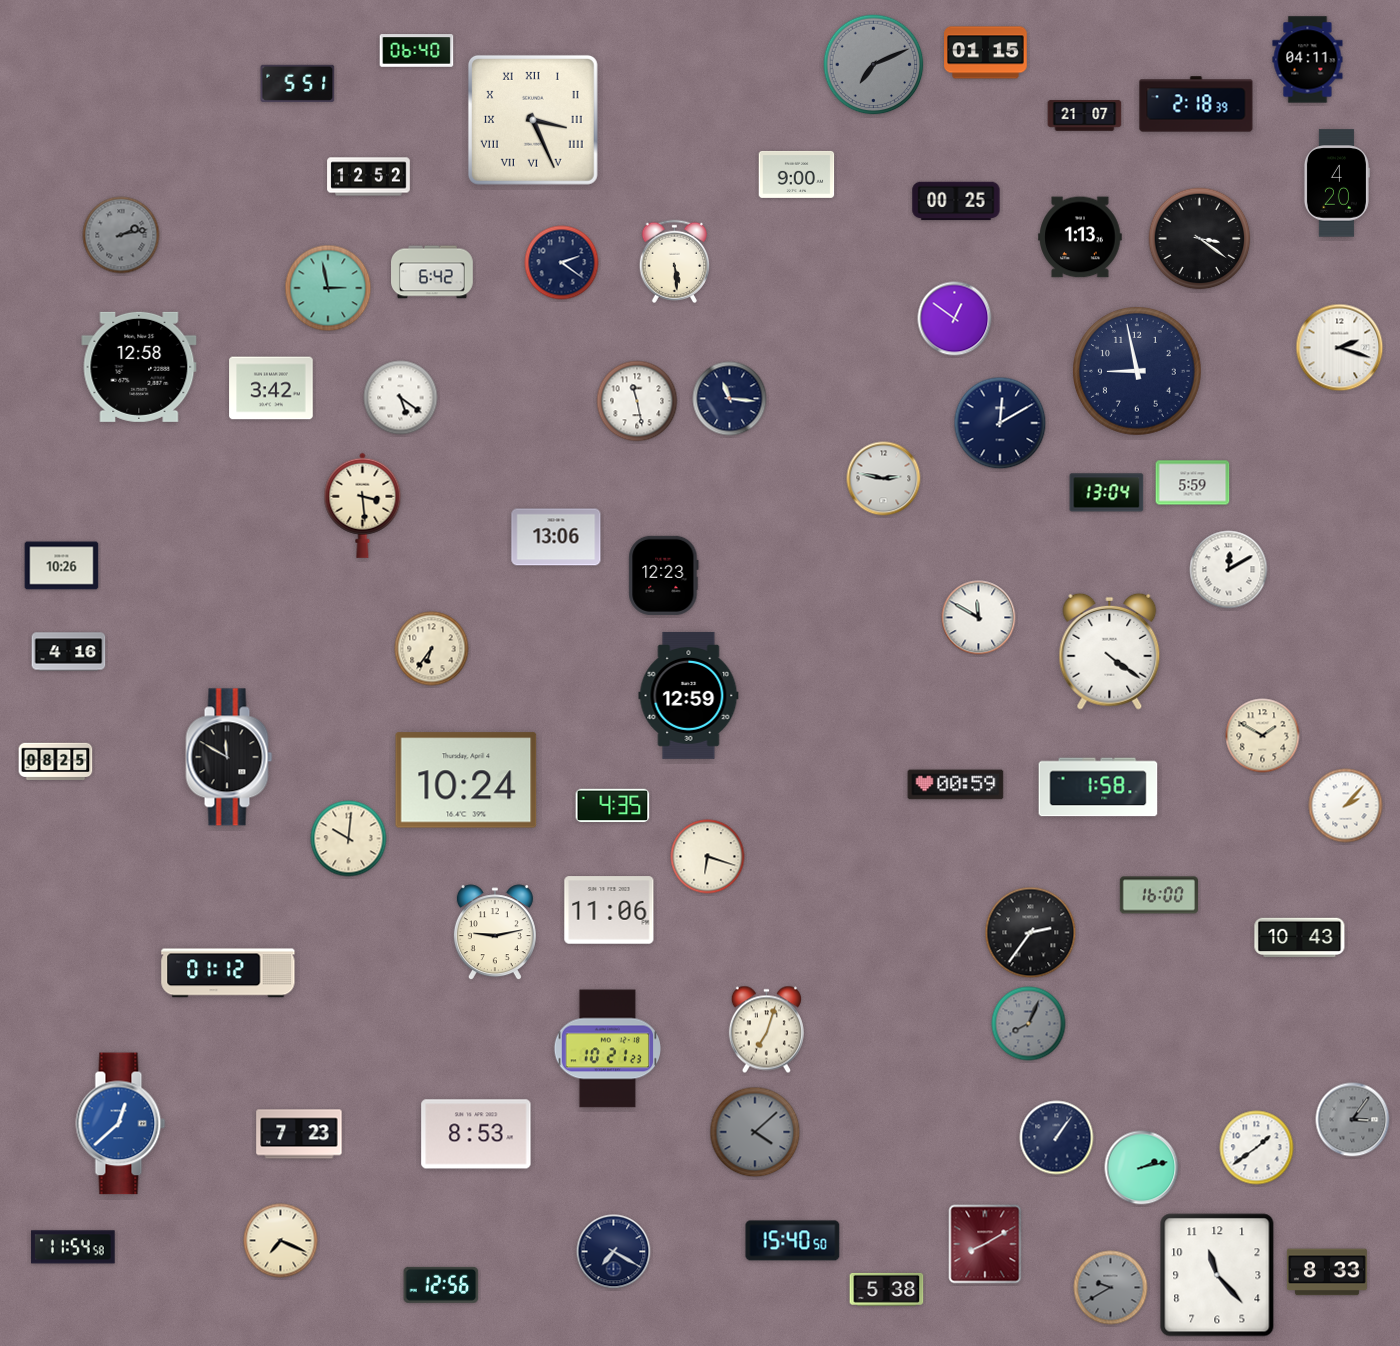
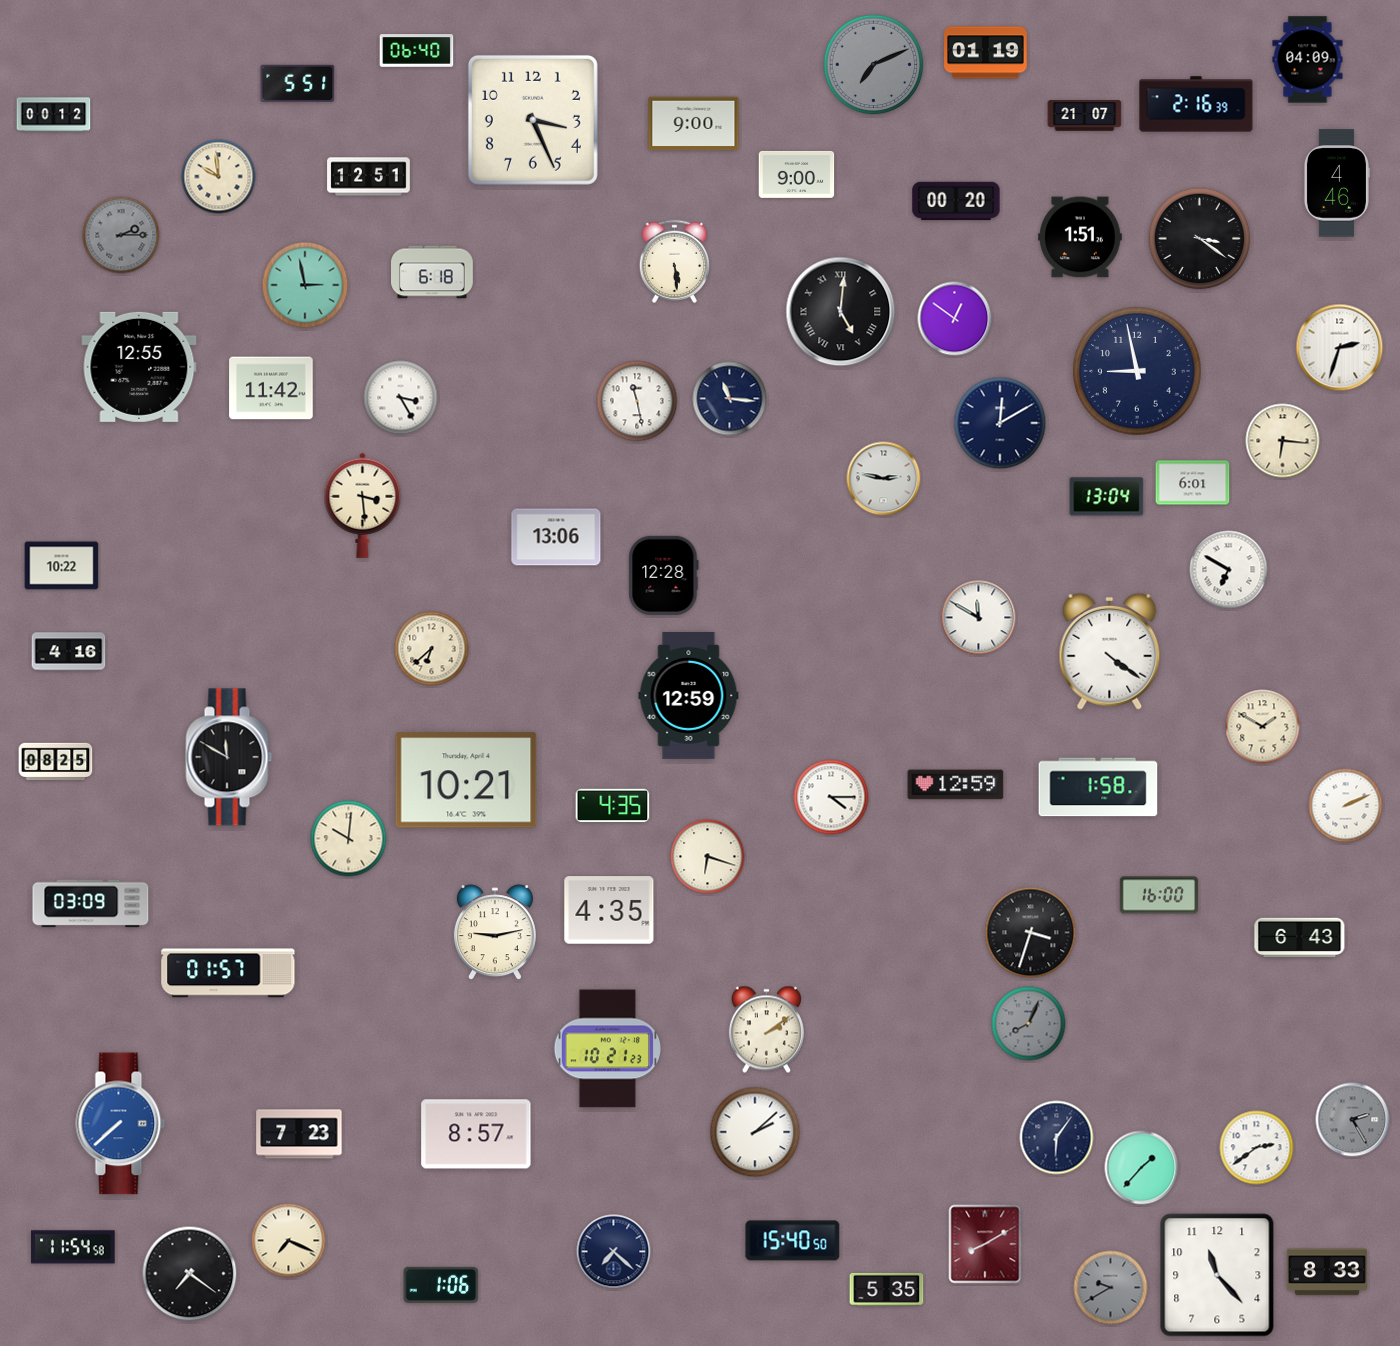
clock at (986, 53): 01:15 -> 01:19
clock at (1308, 60): 04:11 -> 04:09
clock at (1196, 104): 2:18 -> 2:16
clock at (54, 115): none -> 00:12
clock at (533, 120) numerals: Roman -> Arabic
clock at (694, 124): none -> 9:00
clock at (219, 177): none -> 9:59
clock at (369, 177): 12:52 -> 12:51
clock at (1336, 183): 4:20 -> 4:46
clock at (956, 201): 00:25 -> 00:20
clock at (121, 235): 2:13 -> 2:15
clock at (1080, 237): 1:13 -> 1:51
clock at (562, 263): 2:21 -> none
clock at (433, 272): 6:42 -> 6:18
clock at (328, 288) position: (328, 288) -> (305, 285)
clock at (841, 312): none -> 5:01
clock at (1340, 348): 2:18 -> 2:33
clock at (139, 367): 12:58 -> 12:55
clock at (271, 388): 3:42 -> 11:42
clock at (401, 398): 5:21 -> 3:25
clock at (1283, 441): none -> 6:16
clock at (1193, 483): 5:59 -> 6:01
clock at (1107, 493) position: (1107, 493) -> (1107, 497)
clock at (62, 566): 10:26 -> 10:22
clock at (1229, 570): 12:10 -> 6:50
clock at (664, 575): 12:23 -> 12:28
clock at (432, 649): 6:36 -> 6:38
clock at (1263, 736) position: (1263, 736) -> (1263, 727)
clock at (466, 780): 10:24 -> 10:21
clock at (956, 785): 00:59 -> 12:59
clock at (831, 797): none -> 4:15
clock at (1346, 806): 2:07 -> 2:11
clock at (91, 904): none -> 03:09
clock at (609, 910): 11:06 -> 4:35
clock at (1031, 933): 2:36 -> 3:33
clock at (1300, 938): 10:43 -> 6:43
clock at (228, 973): 01:12 -> 01:57
clock at (766, 1030): 7:03 -> 2:09
clock at (1353, 1120): 3:06 -> 2:25
clock at (121, 1124): 12:38 -> 7:38
clock at (755, 1132): 4:08 -> 2:08
clock at (755, 1132) dial: grey -> white
clock at (476, 1134): 8:53 -> 8:57
clock at (1057, 1138): 1:06 -> 6:06
clock at (1257, 1148): 1:39 -> 2:39
clock at (1142, 1168): 2:13 -> 1:37
clock at (281, 1241) position: (281, 1241) -> (289, 1241)
clock at (614, 1252): 7:20 -> 7:22
clock at (190, 1274): none -> 7:21
clock at (441, 1285): 12:56 -> 1:06
clock at (887, 1289): 5:38 -> 5:35
